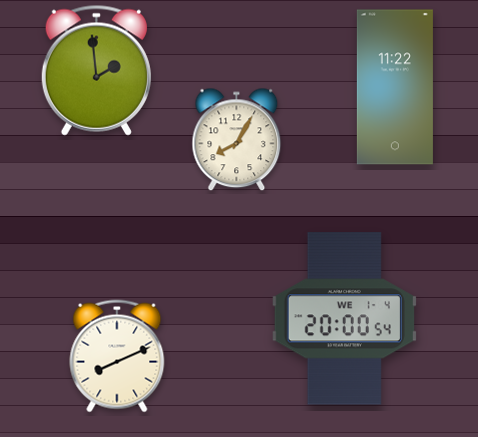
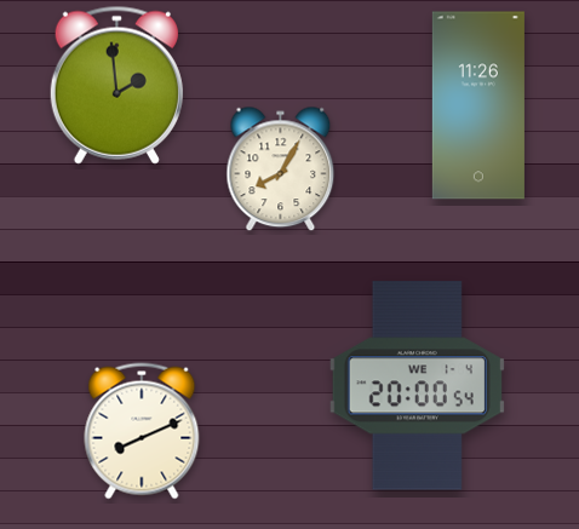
clock at (395, 87): 11:22 -> 11:26
clock at (237, 140) position: (237, 140) -> (281, 169)
